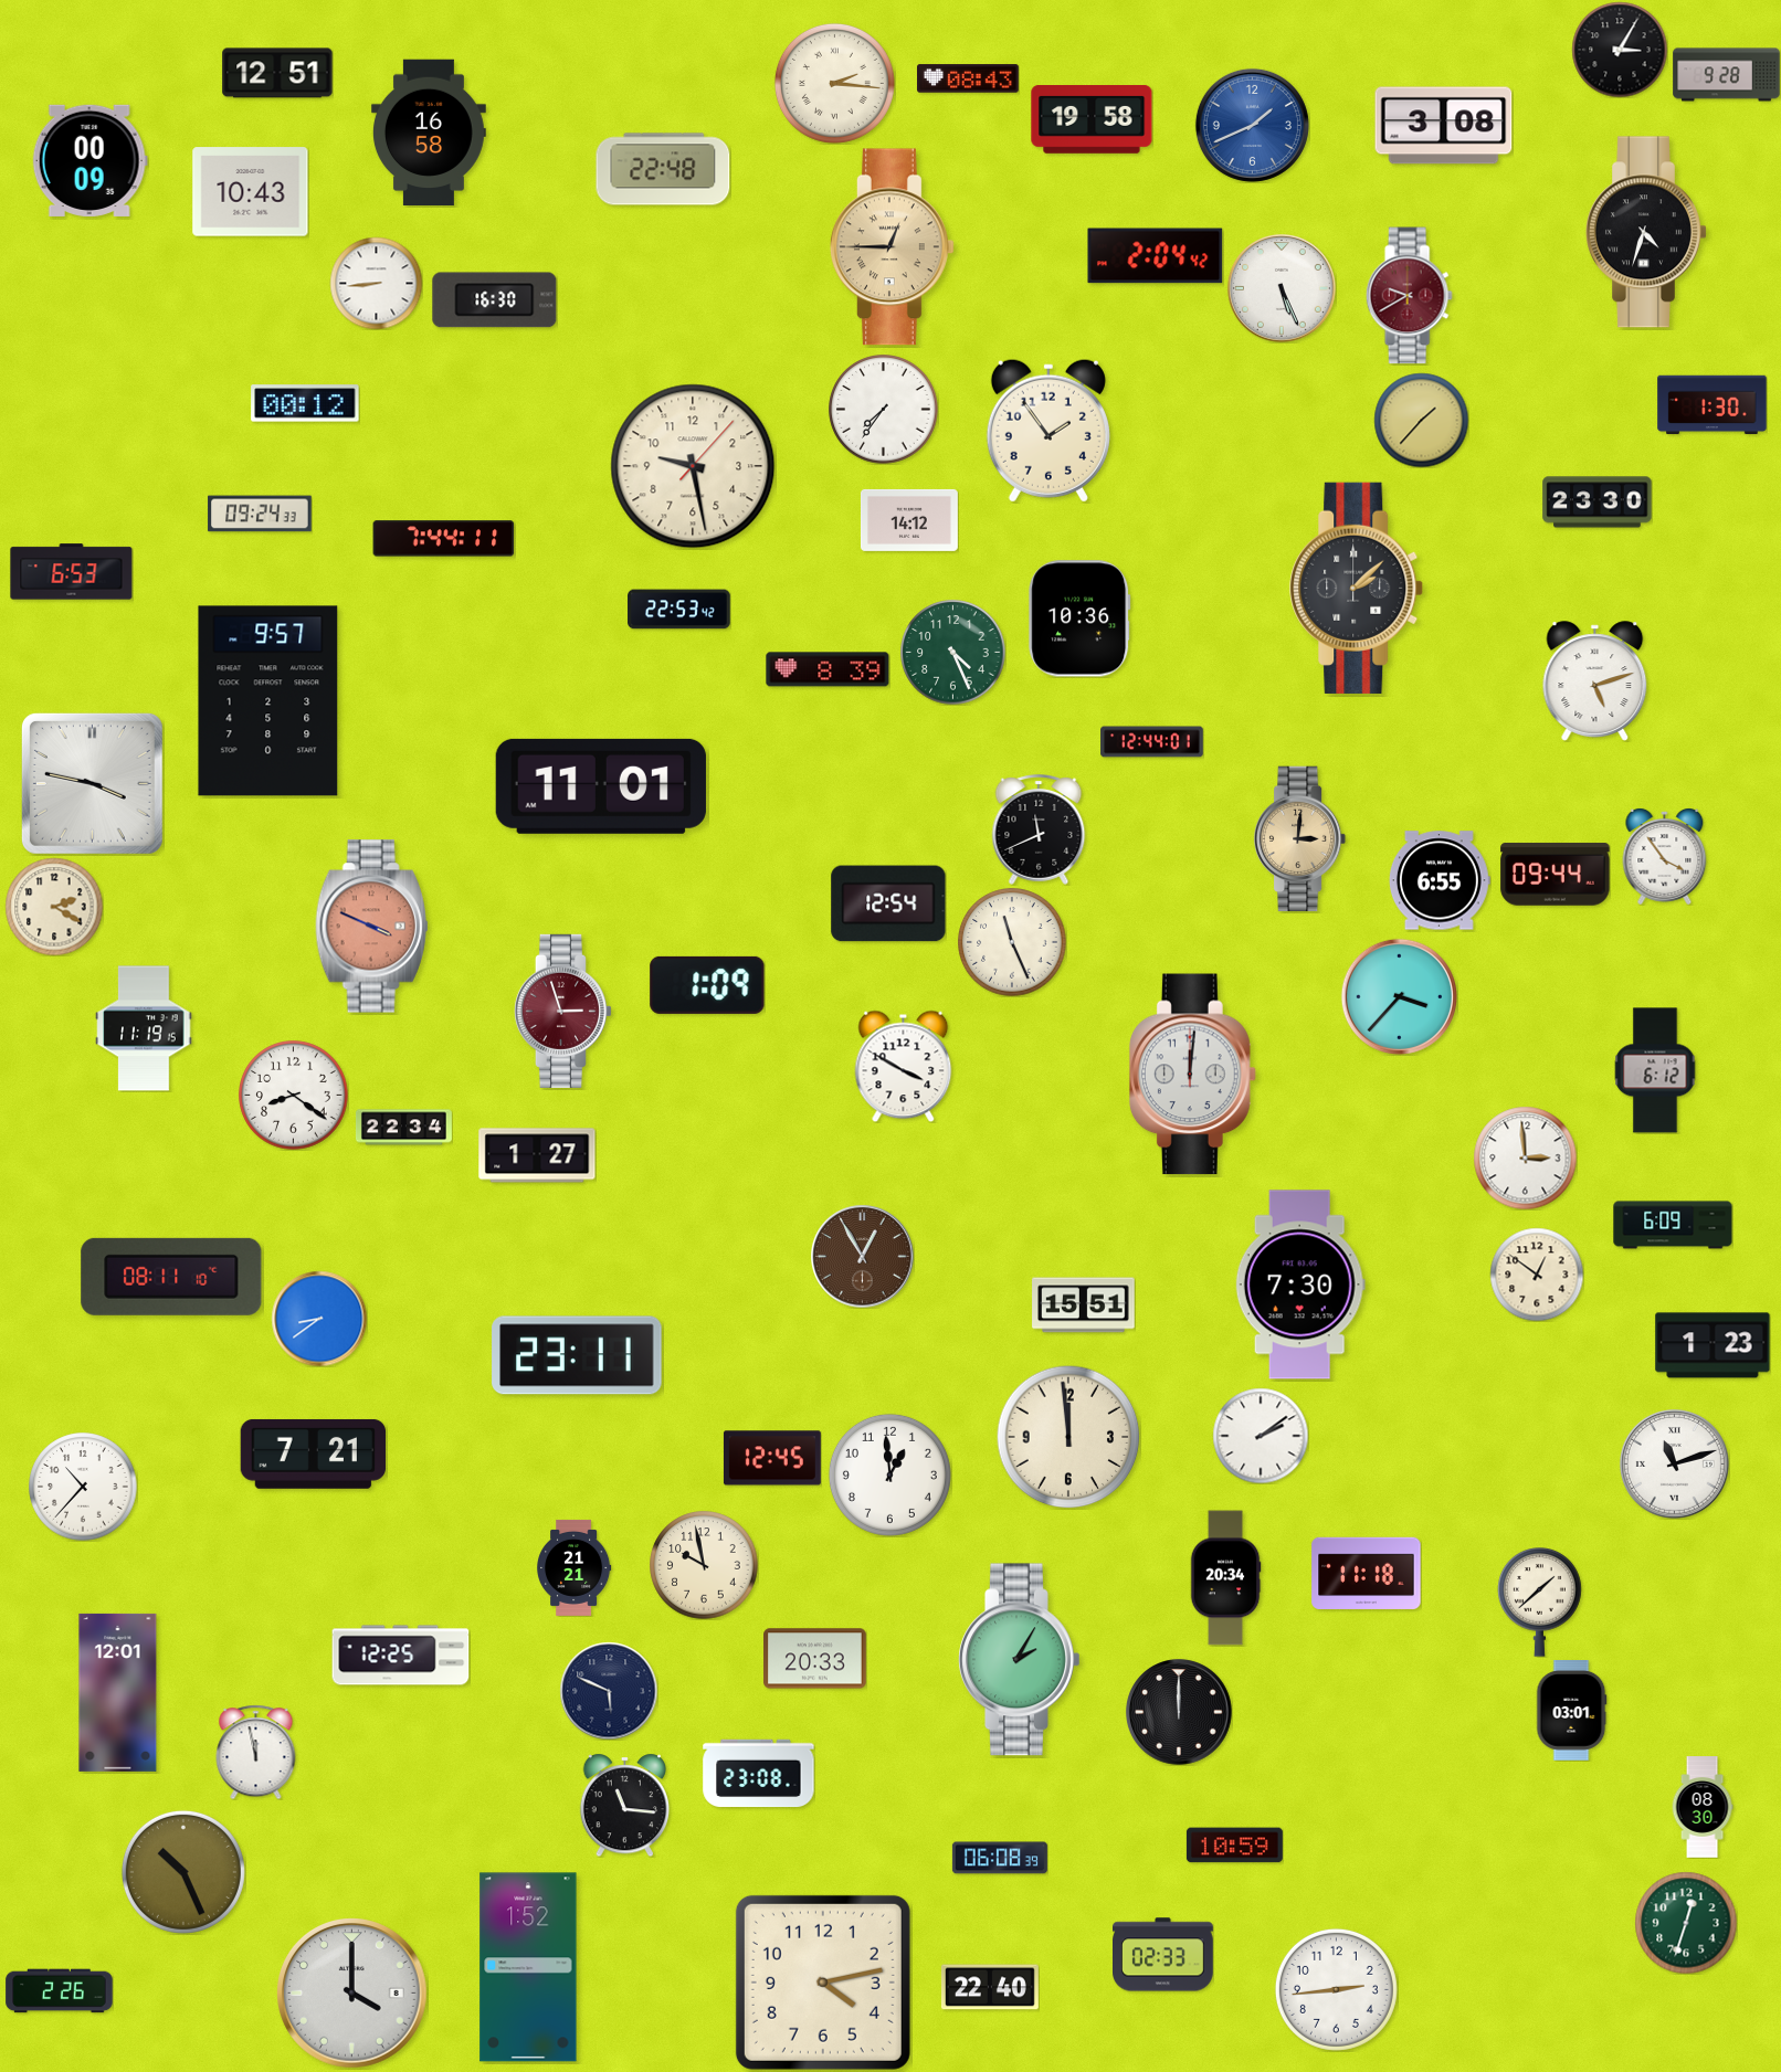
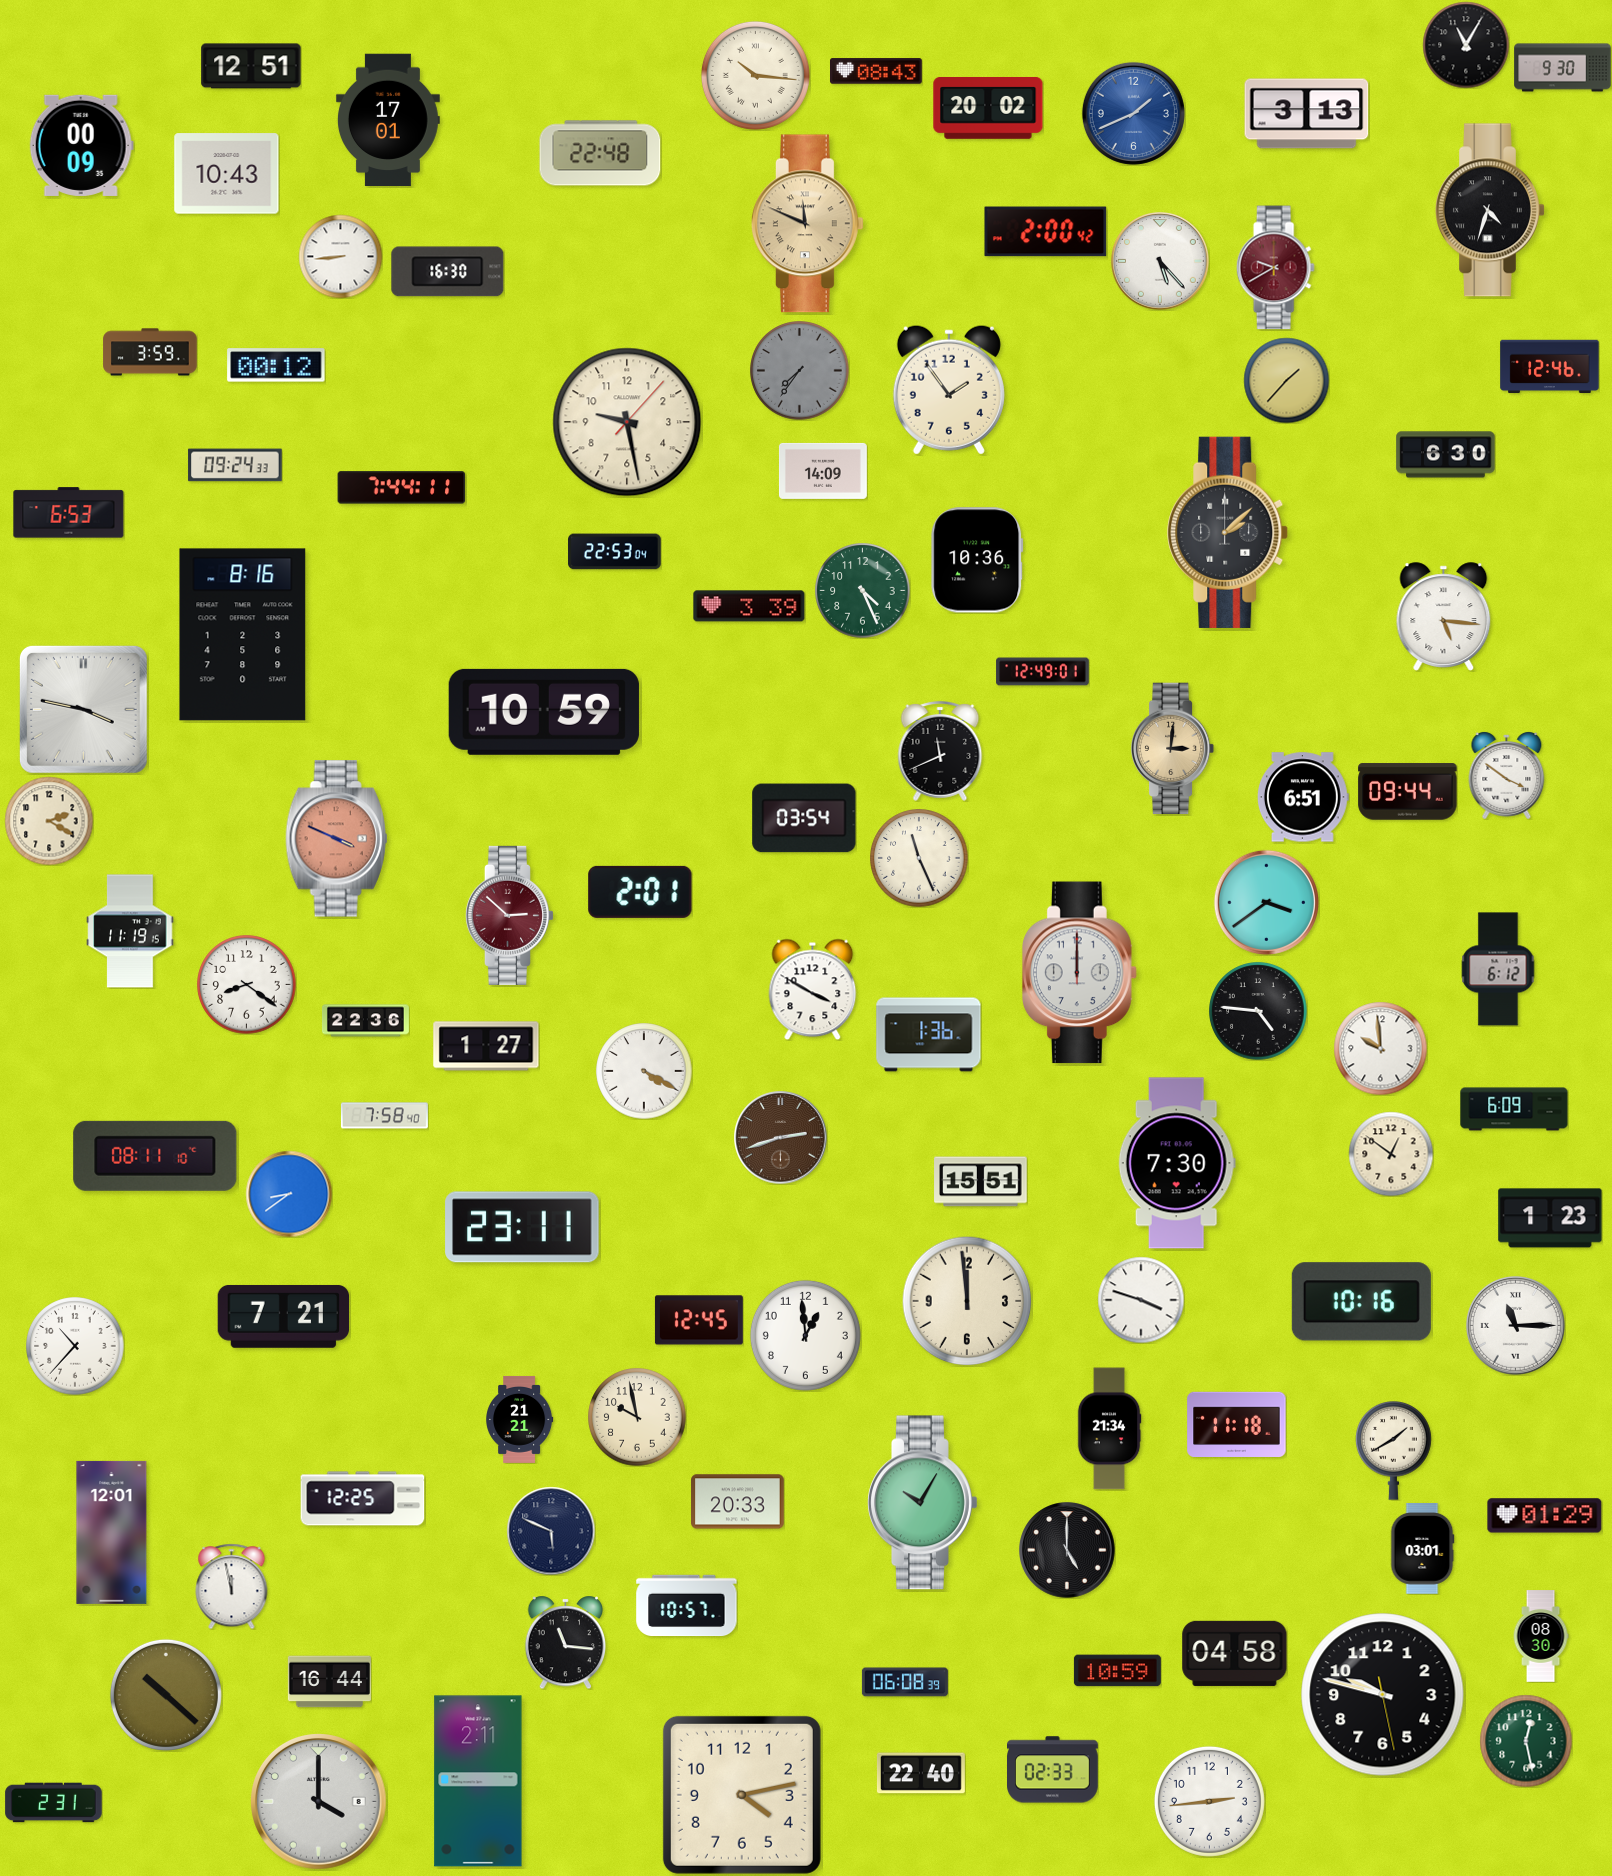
clock at (1620, 50): 3:05 -> 11:05
clock at (1727, 75): 9:28 -> 9:30
clock at (834, 83): 2:16 -> 10:16
clock at (1092, 120): 19:58 -> 20:02
clock at (1444, 126): 3:08 -> 3:13
clock at (429, 133): 16:58 -> 17:01
clock at (893, 247): 12:45 -> 11:49
clock at (1156, 256): 2:04 -> 2:00
clock at (1282, 288): 5:26 -> 5:23
clock at (150, 352): none -> 3:59
clock at (1712, 405): 1:30 -> 12:46
clock at (884, 410) dial: white -> grey
clock at (1598, 503): 23:30 -> 6:30
clock at (909, 520): 14:12 -> 14:09
clock at (72, 572) position: (72, 572) -> (69, 513)
clock at (679, 610): 22:53:42 -> 22:53:04
clock at (828, 669): 8:39 -> 3:39
clock at (1595, 681): 5:12 -> 5:16
clock at (268, 701): 9:57 -> 8:16
clock at (1152, 742): 12:44 -> 12:49
clock at (601, 786): 11:01 -> 10:59
clock at (1300, 839) position: (1300, 839) -> (1173, 749)
clock at (1665, 857): 3:54 -> 3:51
clock at (1440, 880): 6:55 -> 6:51
clock at (888, 903): 12:54 -> 03:54
clock at (1012, 942) position: (1012, 942) -> (919, 858)
clock at (707, 985): 1:09 -> 2:01
clock at (1399, 996): 3:37 -> 3:39
clock at (562, 1011): 2:57 -> 2:52
clock at (904, 1066) position: (904, 1066) -> (813, 989)
clock at (1192, 1075): 12:01 -> 12:00
clock at (294, 1096) position: (294, 1096) -> (247, 985)
clock at (1258, 1011): none -> 4:46
clock at (403, 1128): 22:34 -> 22:36
clock at (929, 1035): none -> 1:36
clock at (1525, 1157): 2:59 -> 9:59
clock at (644, 1071): none -> 4:20
clock at (384, 1116): none -> 7:58
clock at (862, 1256): 12:55 -> 2:42
clock at (1261, 1436): 2:09 -> 3:48
clock at (1361, 1302): none -> 10:16
clock at (1674, 1463): 11:12 -> 11:15
clock at (1225, 1578): 20:34 -> 21:34
clock at (1540, 1603): 1:38 -> 1:40
clock at (1020, 1660): 2:05 -> 10:05
clock at (1545, 1516): none -> 01:29
clock at (118, 1692) position: (118, 1692) -> (112, 1532)
clock at (1179, 1712): 12:00 -> 5:00
clock at (759, 1774): 23:08 -> 10:57
clock at (625, 1805) position: (625, 1805) -> (566, 1642)
clock at (1235, 1653): none -> 04:58
clock at (329, 1682): none -> 16:44
clock at (183, 1872): 10:26 -> 10:22
clock at (1383, 1695): none -> 9:47
clock at (1686, 1923): 12:33 -> 12:28
clock at (528, 1967): 1:52 -> 2:11
clock at (823, 1983) position: (823, 1983) -> (742, 1795)
clock at (990, 1987) position: (990, 1987) -> (921, 1773)
clock at (60, 1991): 2:26 -> 2:31
clock at (352, 1994) position: (352, 1994) -> (319, 1802)
